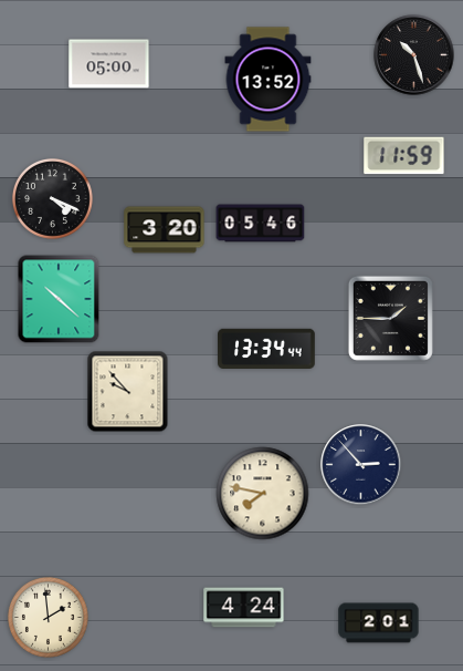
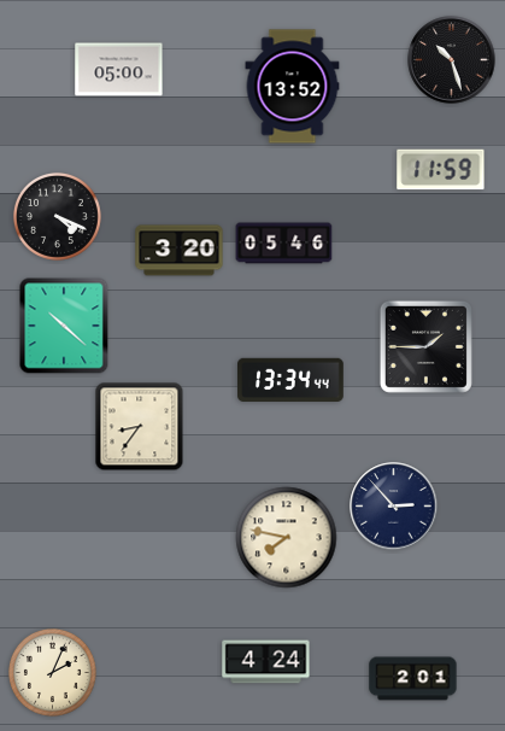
clock at (128, 392): 9:53 -> 8:36
clock at (48, 617): 1:59 -> 2:04
